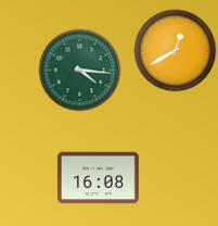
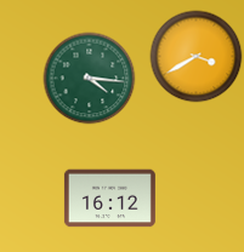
clock at (176, 51): 12:40 -> 3:40
clock at (98, 178): 16:08 -> 16:12
